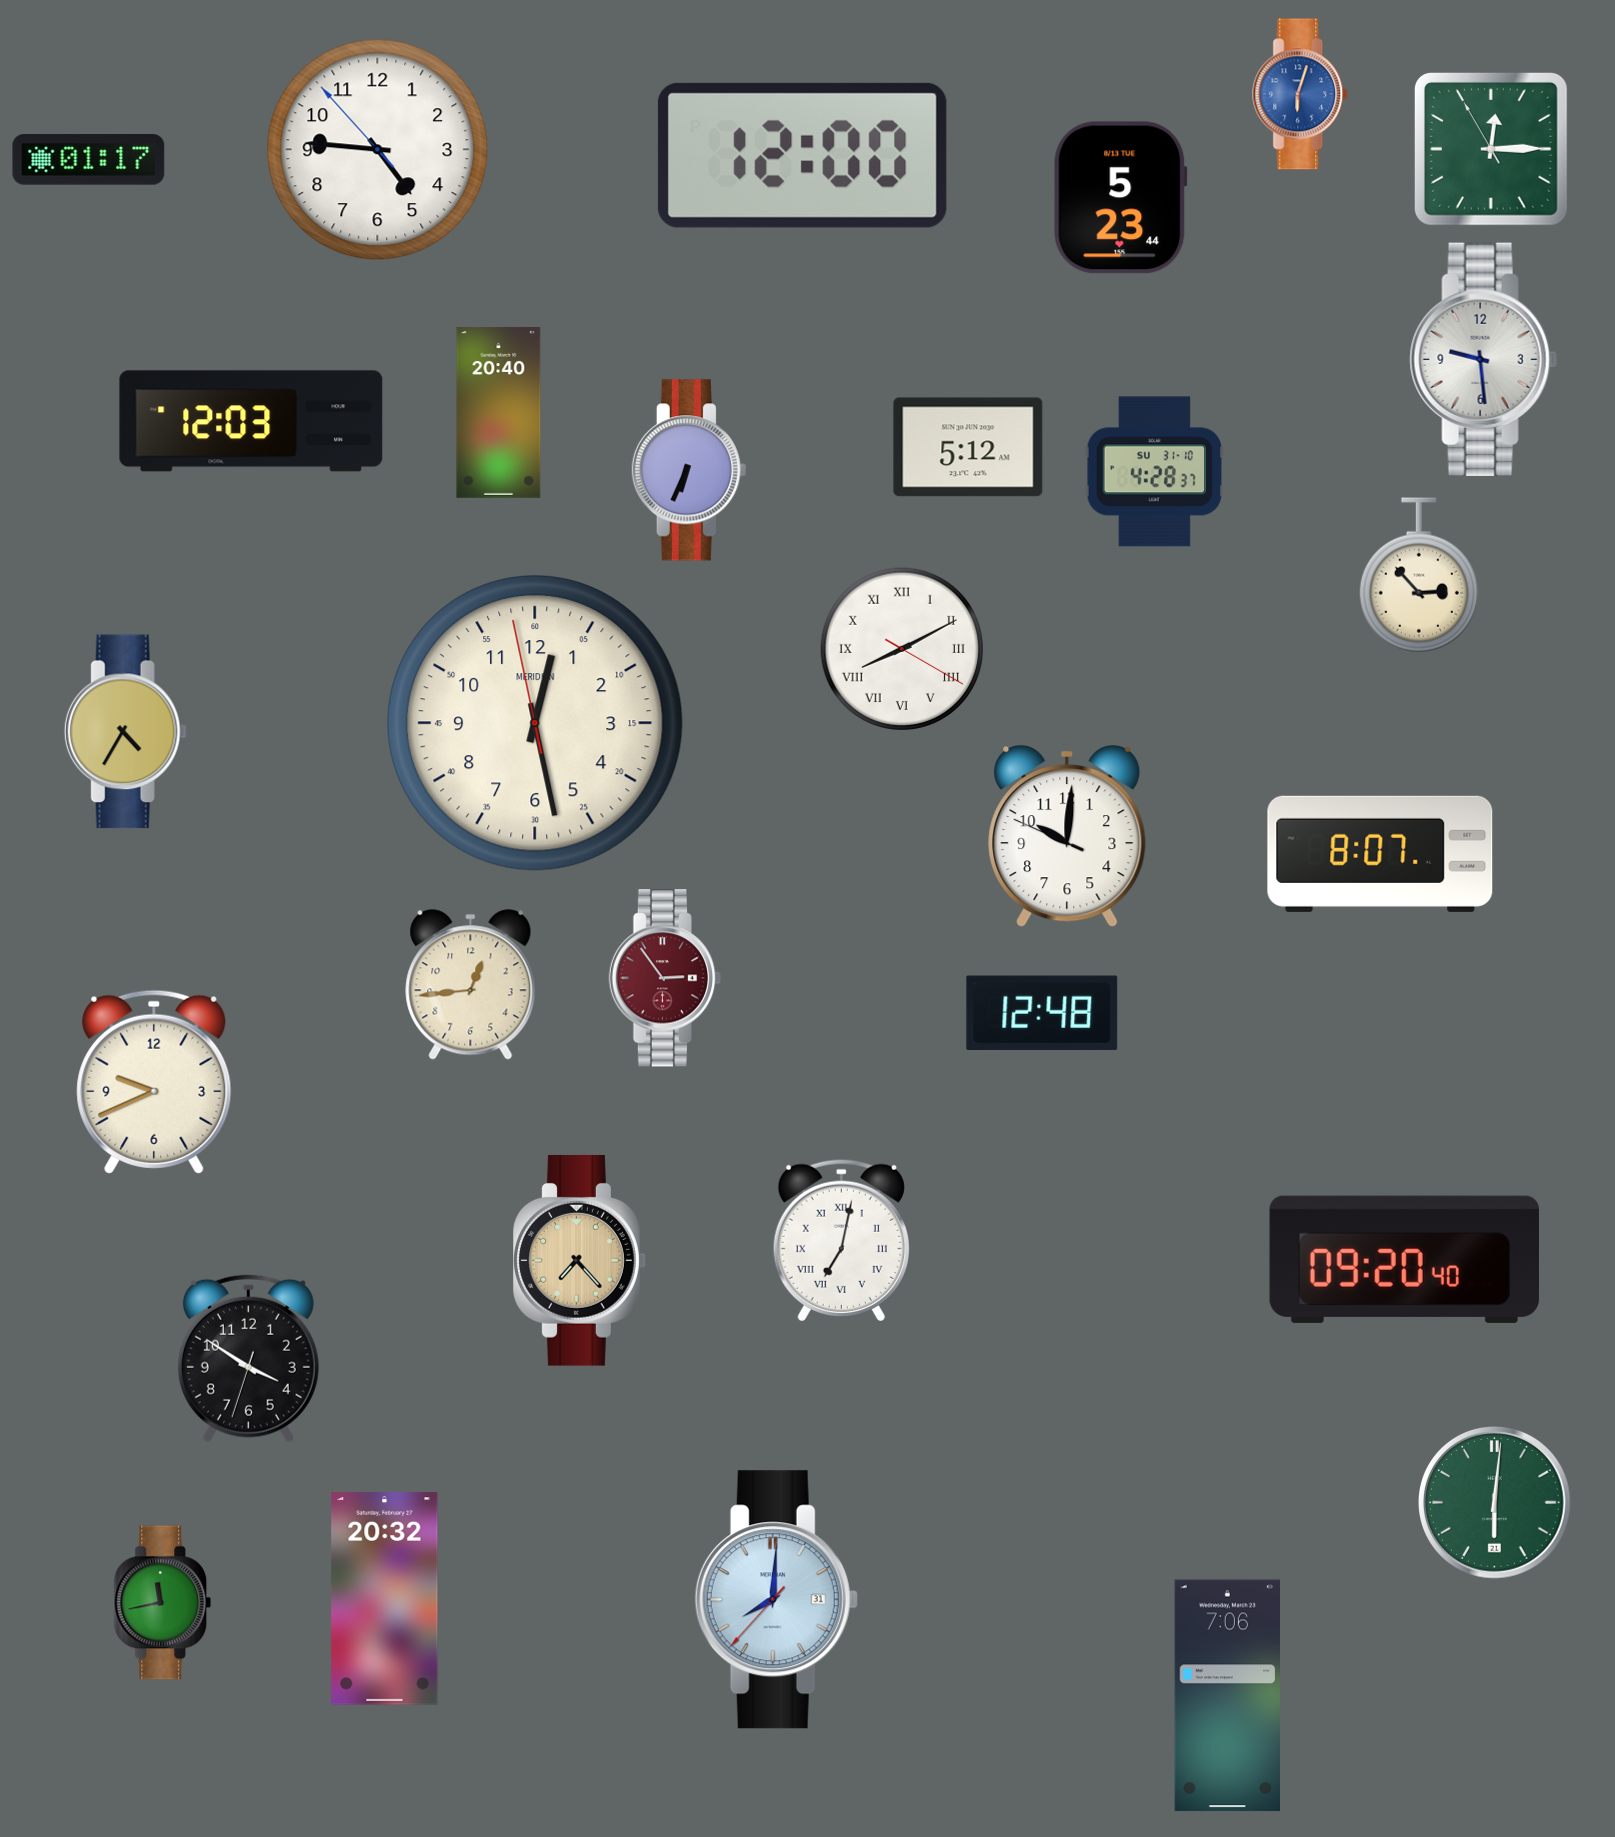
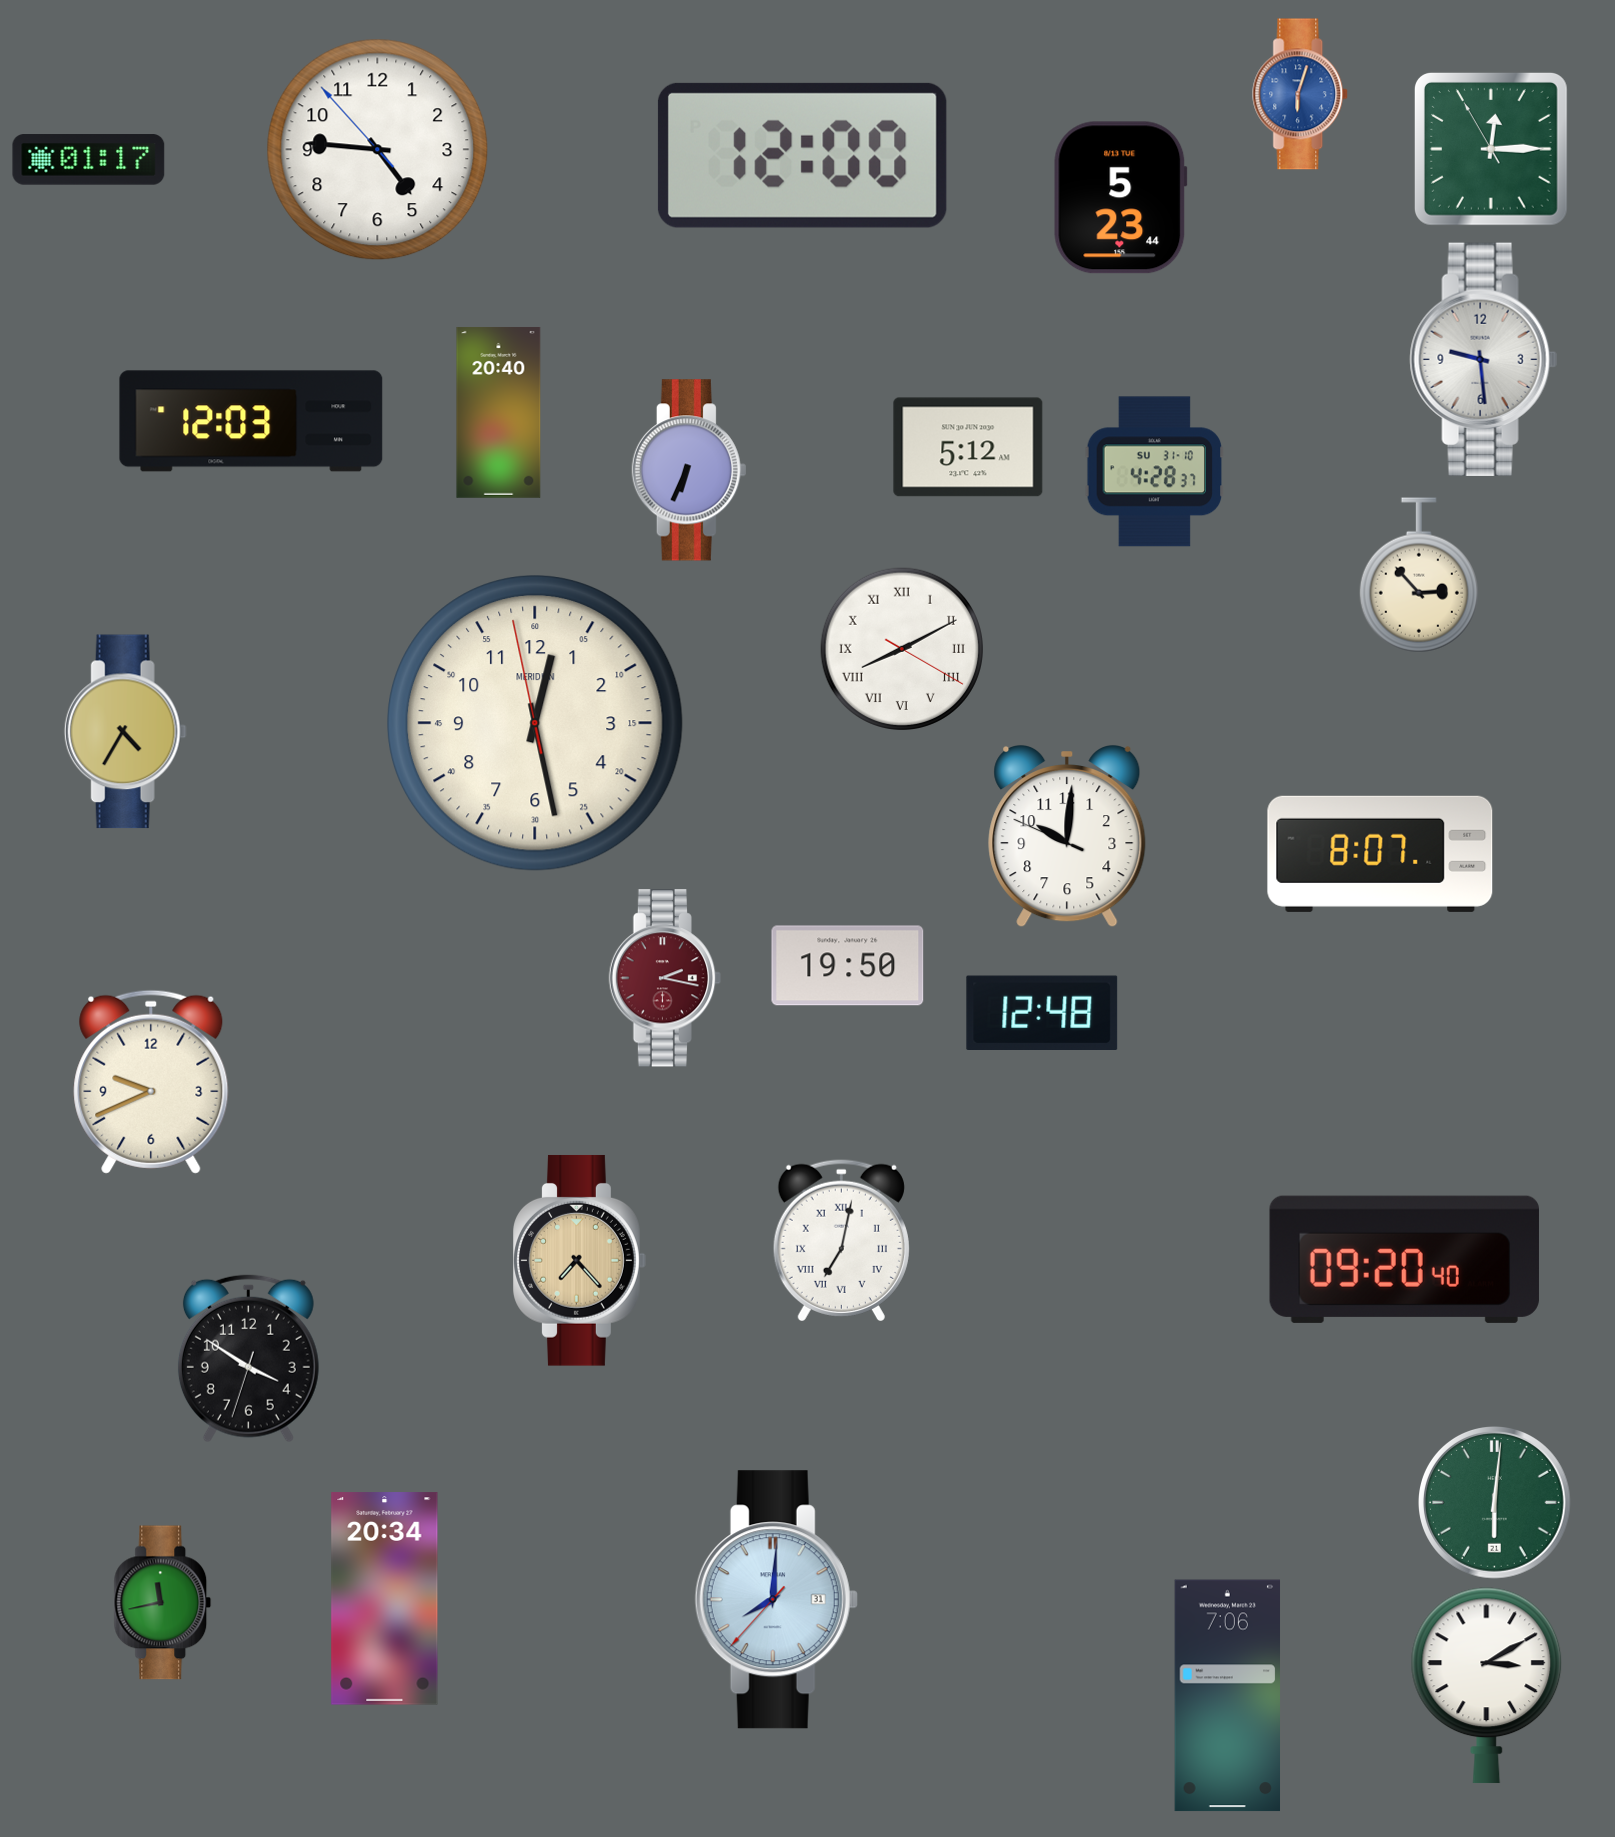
clock at (848, 966): none -> 19:50
clock at (665, 978): 2:54 -> 2:17
clock at (471, 985): 12:44 -> none
clock at (154, 1082) position: (154, 1082) -> (151, 1082)
clock at (385, 1599): 20:32 -> 20:34
clock at (1487, 1686): none -> 3:10
